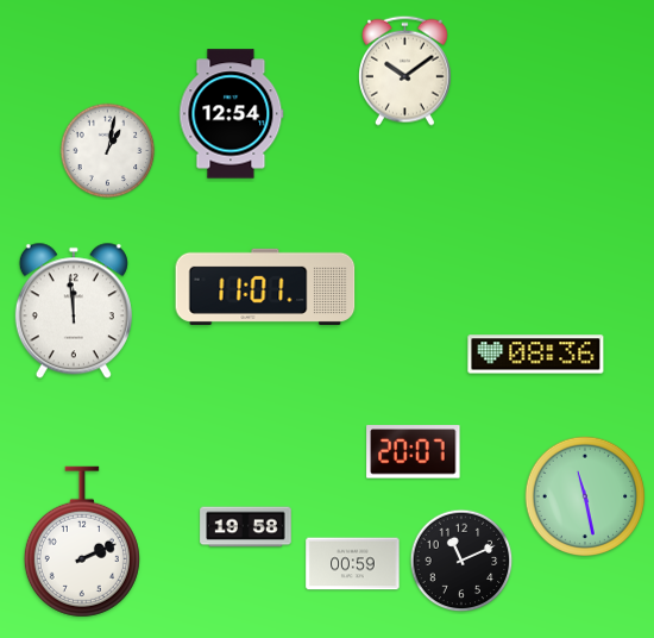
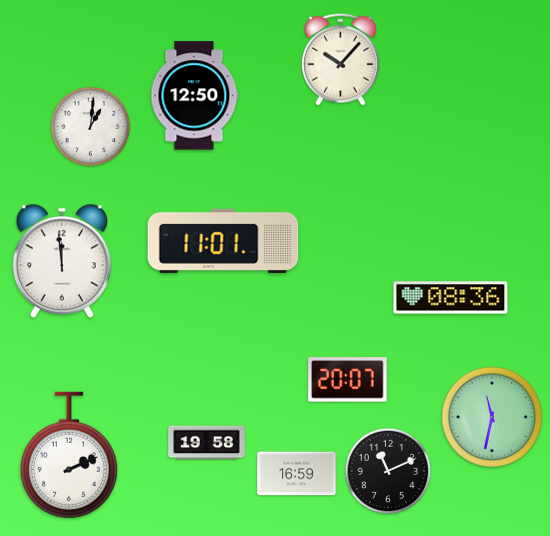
clock at (405, 70): 10:09 -> 10:07
clock at (232, 114): 12:54 -> 12:50
clock at (108, 151): 1:02 -> 1:01
clock at (585, 496): 11:28 -> 11:32
clock at (353, 564): 00:59 -> 16:59
